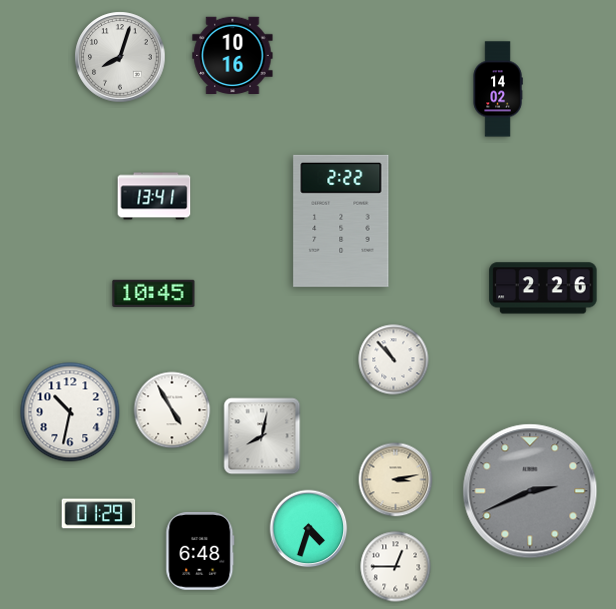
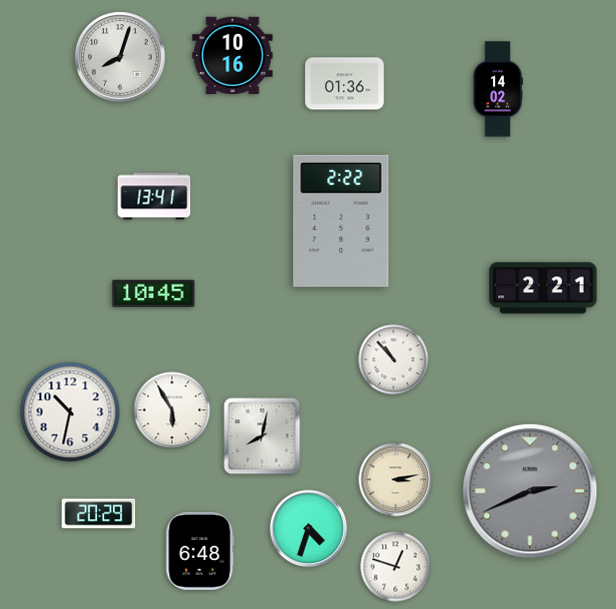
clock at (345, 84): none -> 01:36
clock at (543, 288): 2:26 -> 2:21
clock at (172, 410): 4:55 -> 5:55
clock at (99, 514): 01:29 -> 20:29
clock at (396, 567): 12:45 -> 12:48
